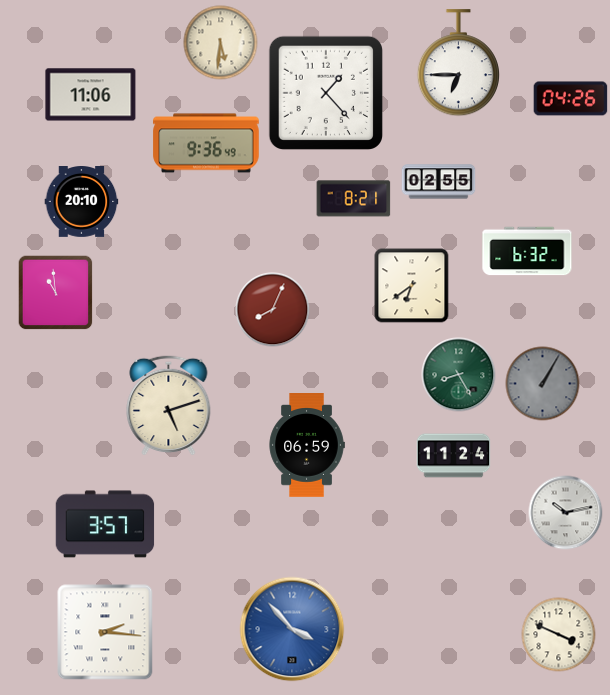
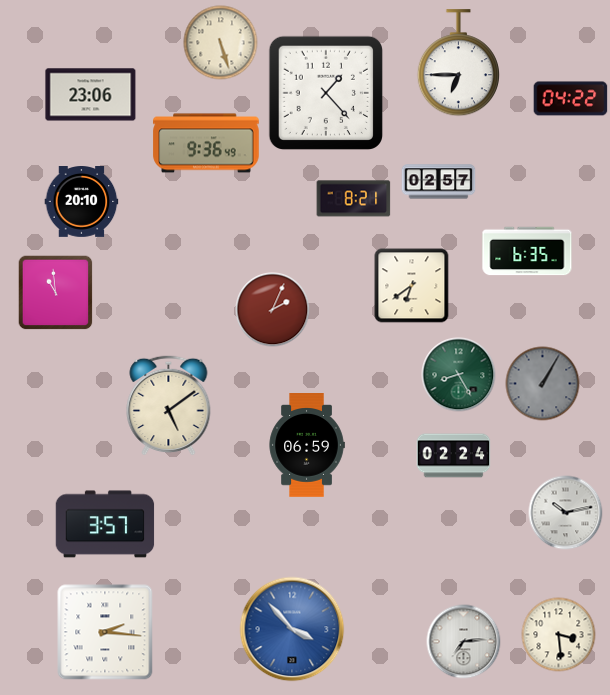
clock at (221, 43): 5:31 -> 5:27
clock at (91, 95): 11:06 -> 23:06
clock at (571, 99): 04:26 -> 04:22
clock at (439, 182): 02:55 -> 02:57
clock at (527, 251): 6:32 -> 6:35
clock at (273, 310): 8:04 -> 2:04
clock at (169, 405): 5:12 -> 5:09
clock at (454, 456): 11:24 -> 02:24
clock at (559, 635): 3:49 -> 3:29
clock at (464, 642): none -> 7:14
